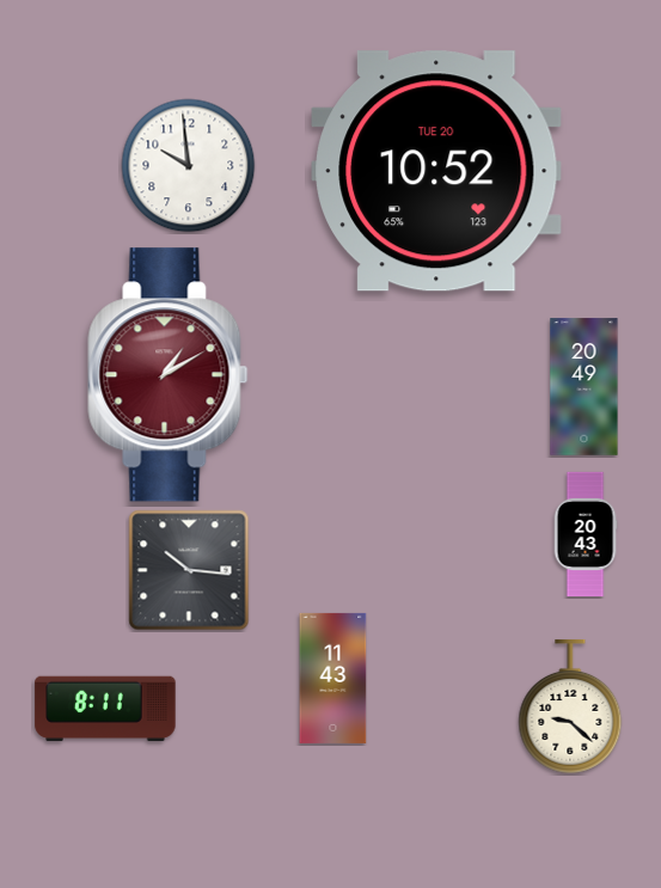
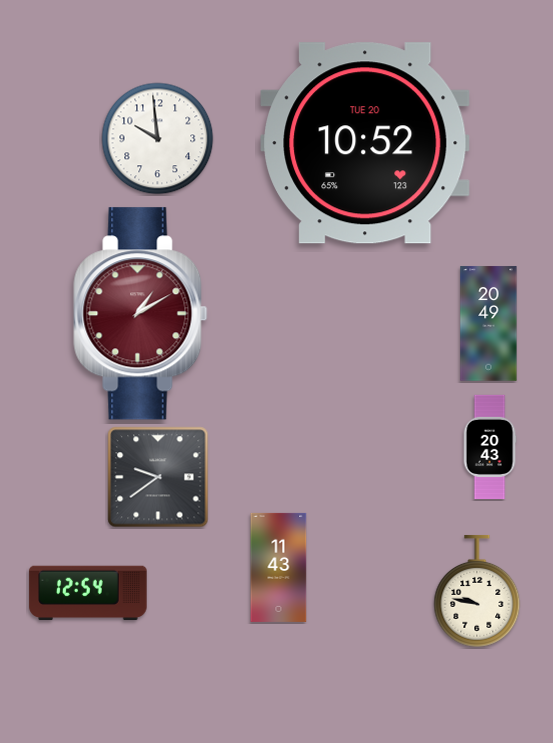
clock at (189, 570): 10:16 -> 9:39
clock at (570, 706): 9:22 -> 9:47
clock at (105, 709): 8:11 -> 12:54
